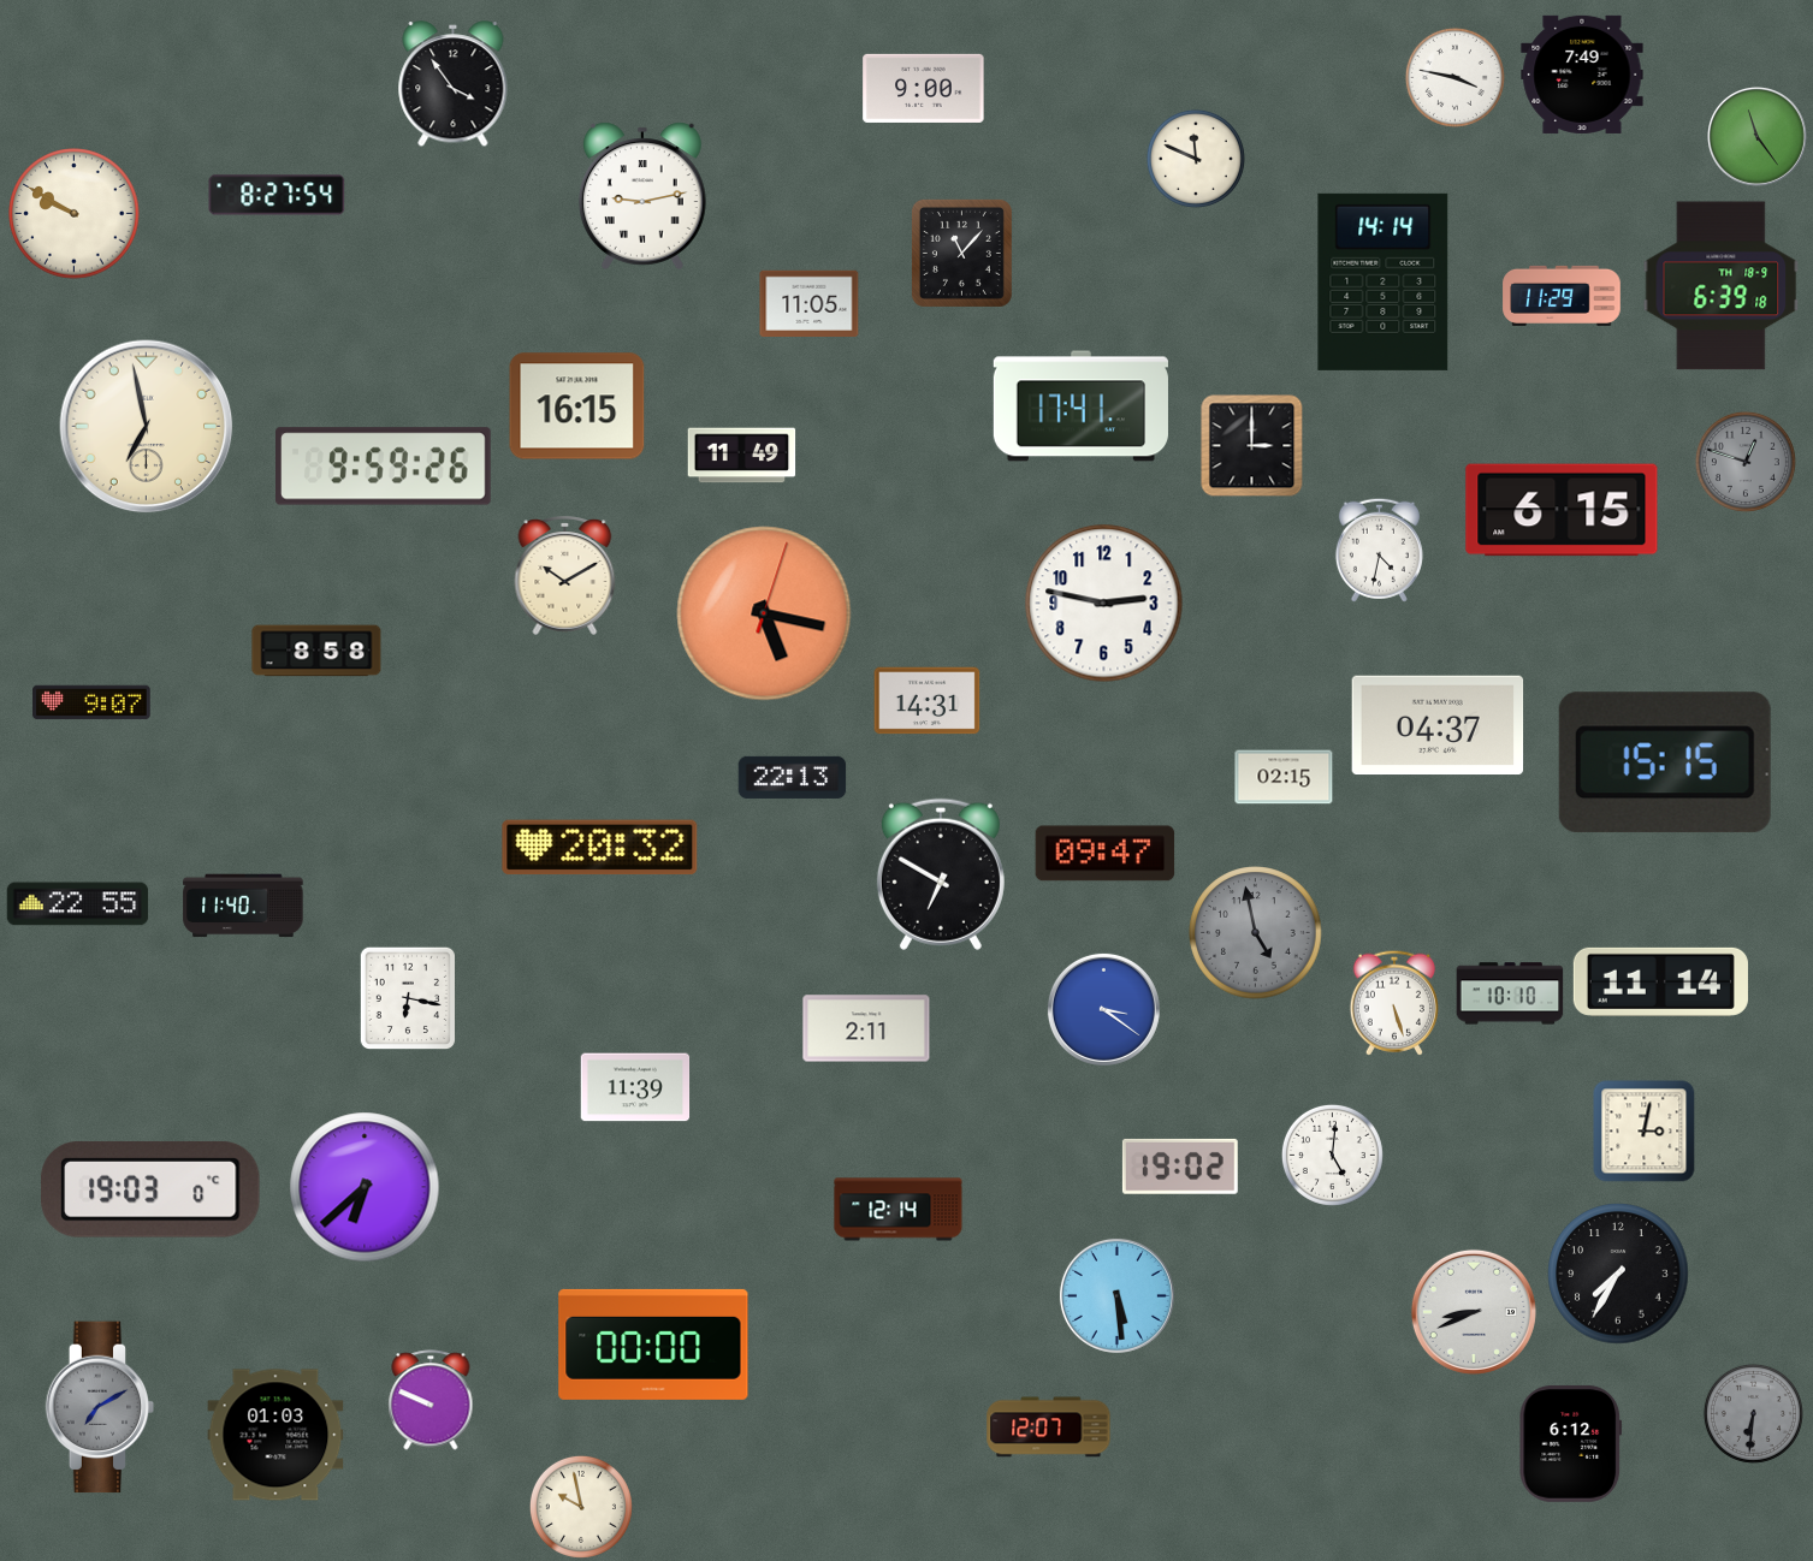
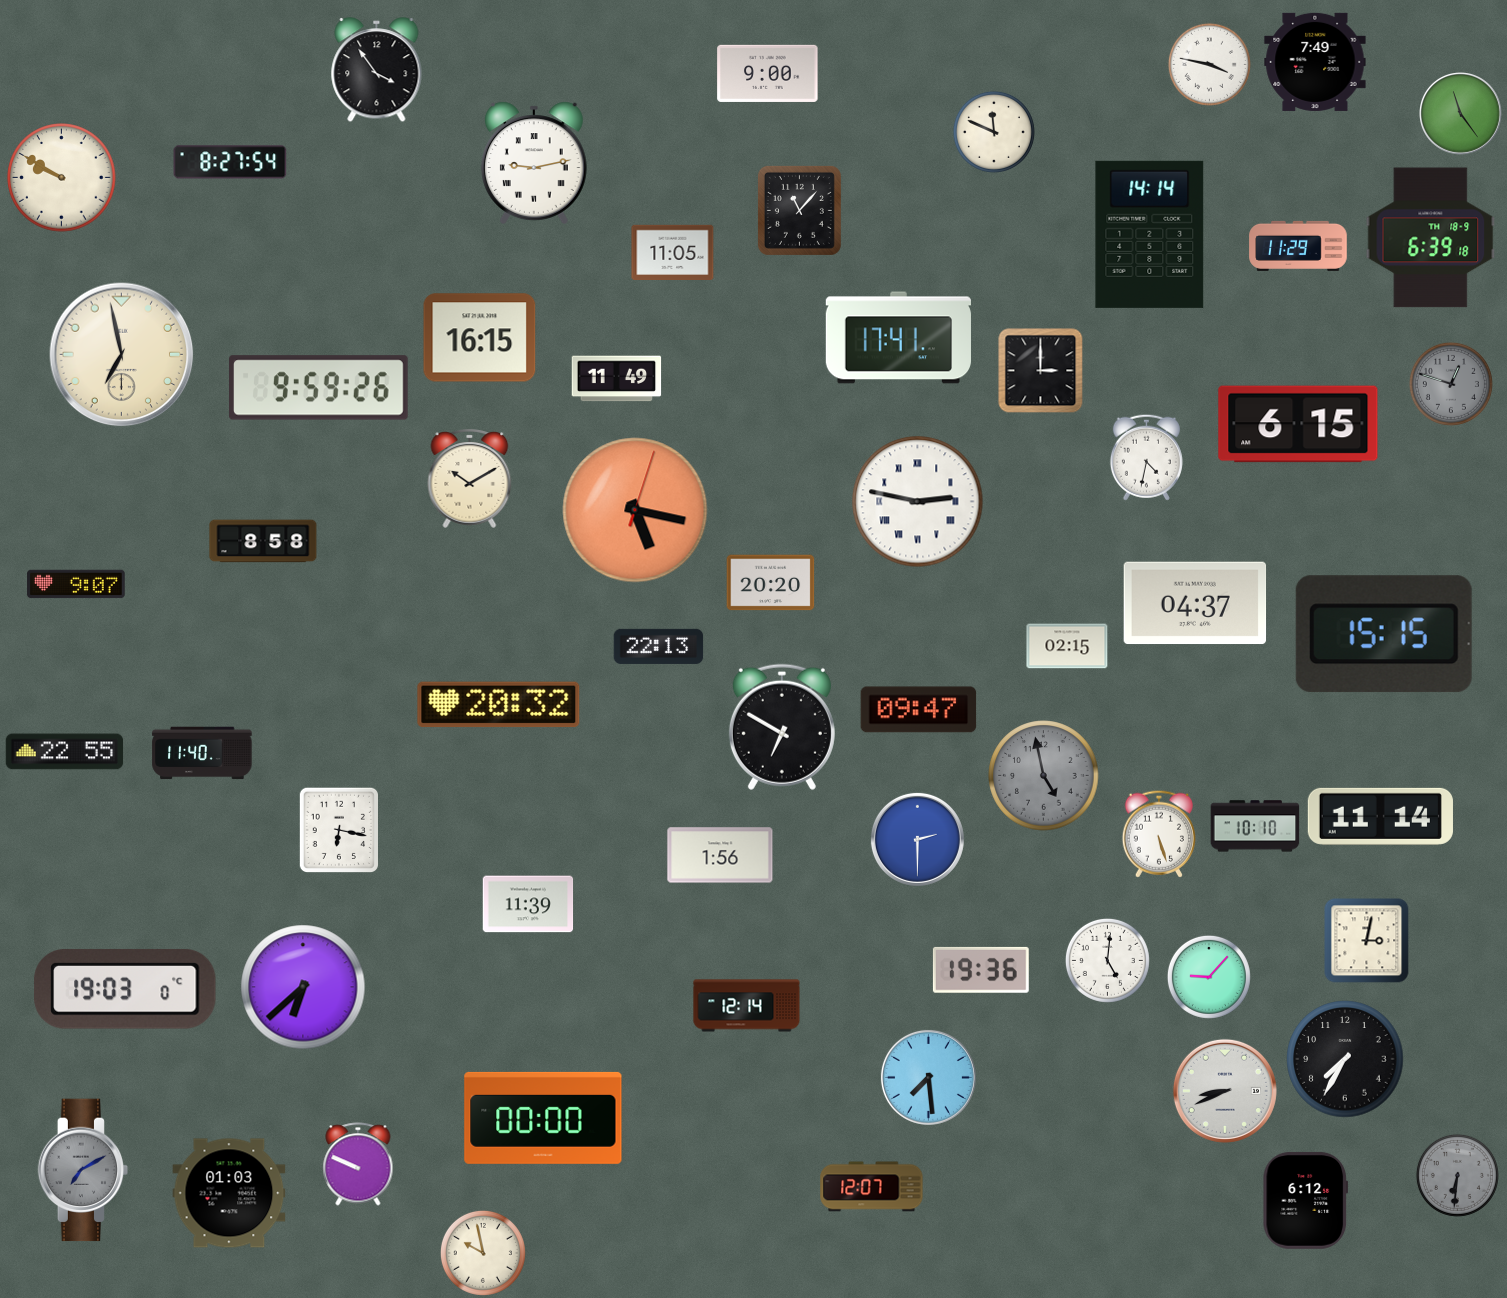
clock at (1104, 604) numerals: Arabic -> Roman
clock at (928, 701): 14:31 -> 20:20
clock at (1103, 1009): 3:21 -> 2:30
clock at (866, 1028): 2:11 -> 1:56
clock at (1180, 1167): 19:02 -> 19:36
clock at (1209, 977): none -> 9:07
clock at (1116, 1295): 5:29 -> 7:29
